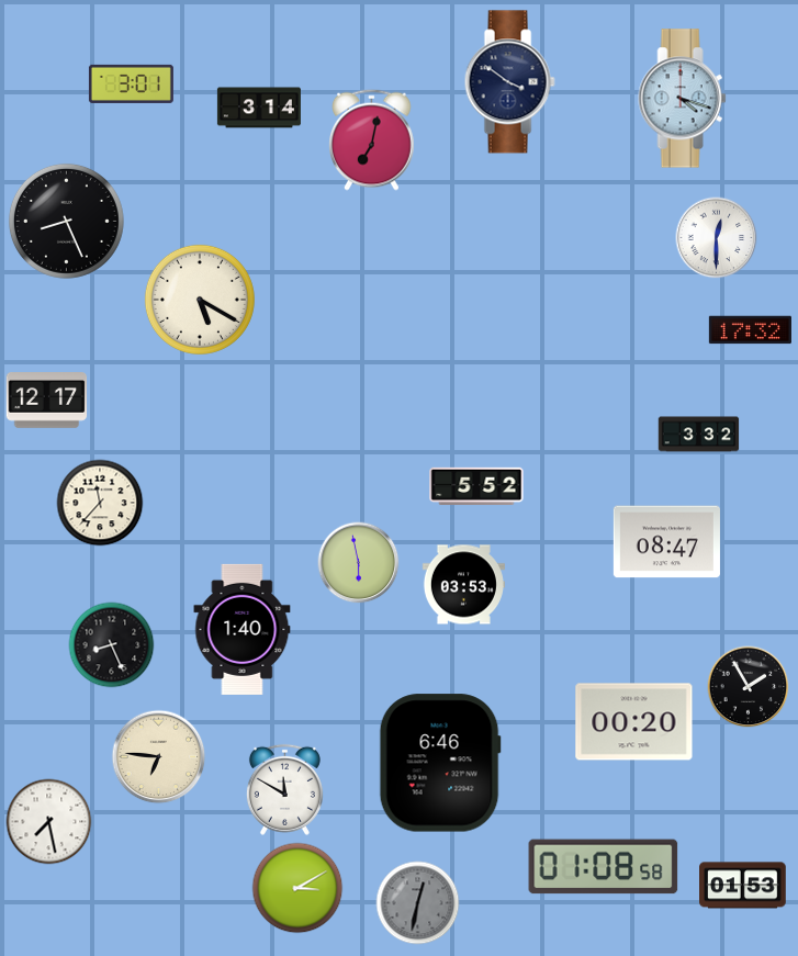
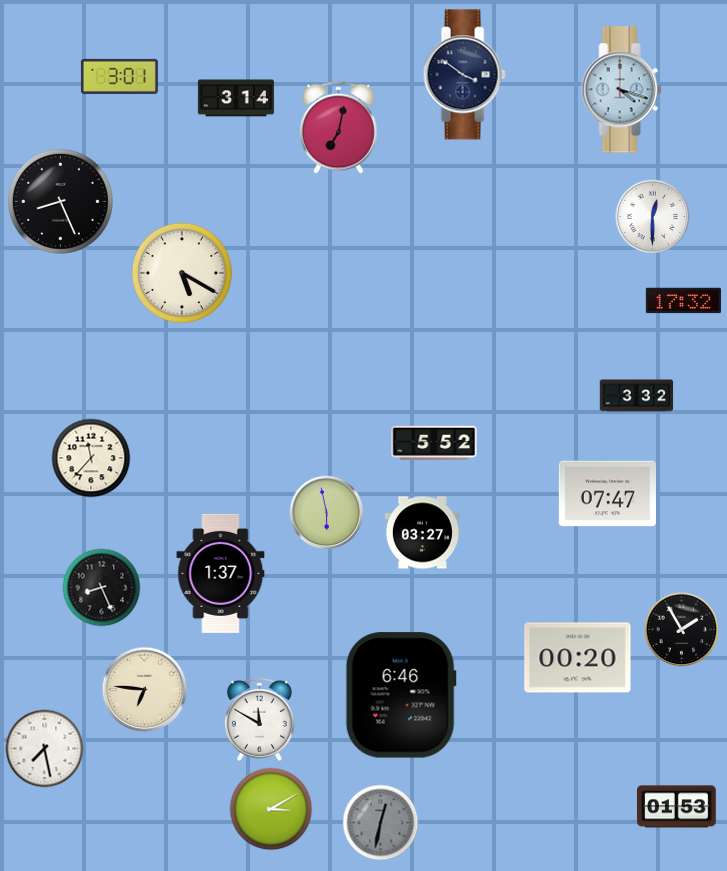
clock at (47, 401): 12:17 -> none
clock at (666, 542): 08:47 -> 07:47
clock at (463, 585): 03:53 -> 03:27
clock at (243, 629): 1:40 -> 1:37
clock at (749, 687) position: (749, 687) -> (682, 630)
clock at (604, 867): 01:08 -> none
